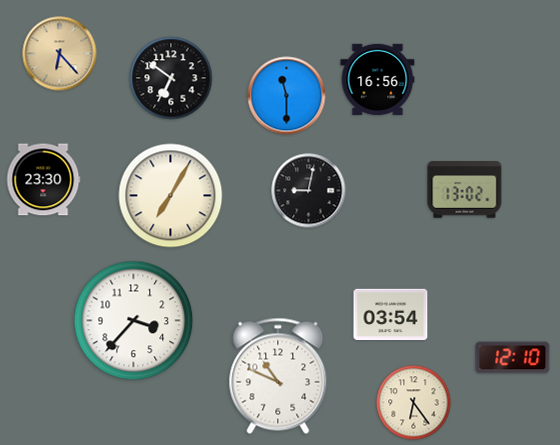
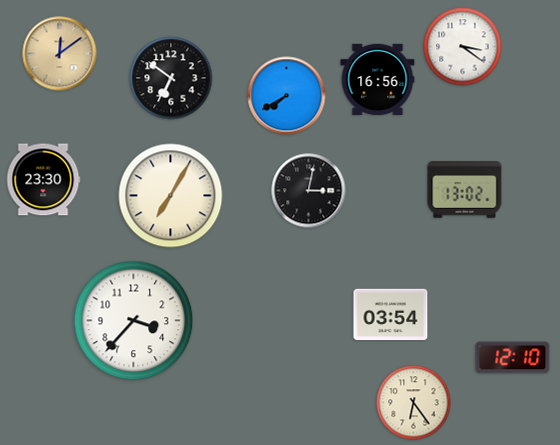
clock at (463, 47): none -> 3:21
clock at (60, 54): 6:23 -> 12:09
clock at (287, 96): 11:30 -> 7:40
clock at (309, 191): 9:02 -> 3:02
clock at (278, 376): 10:49 -> none
